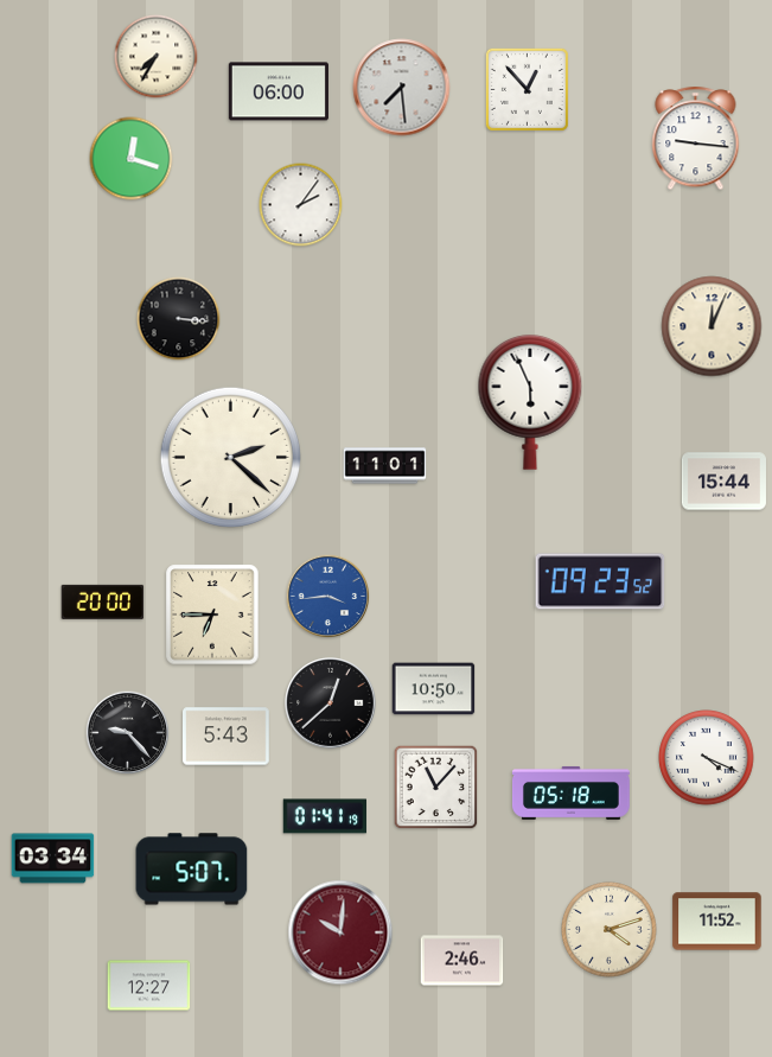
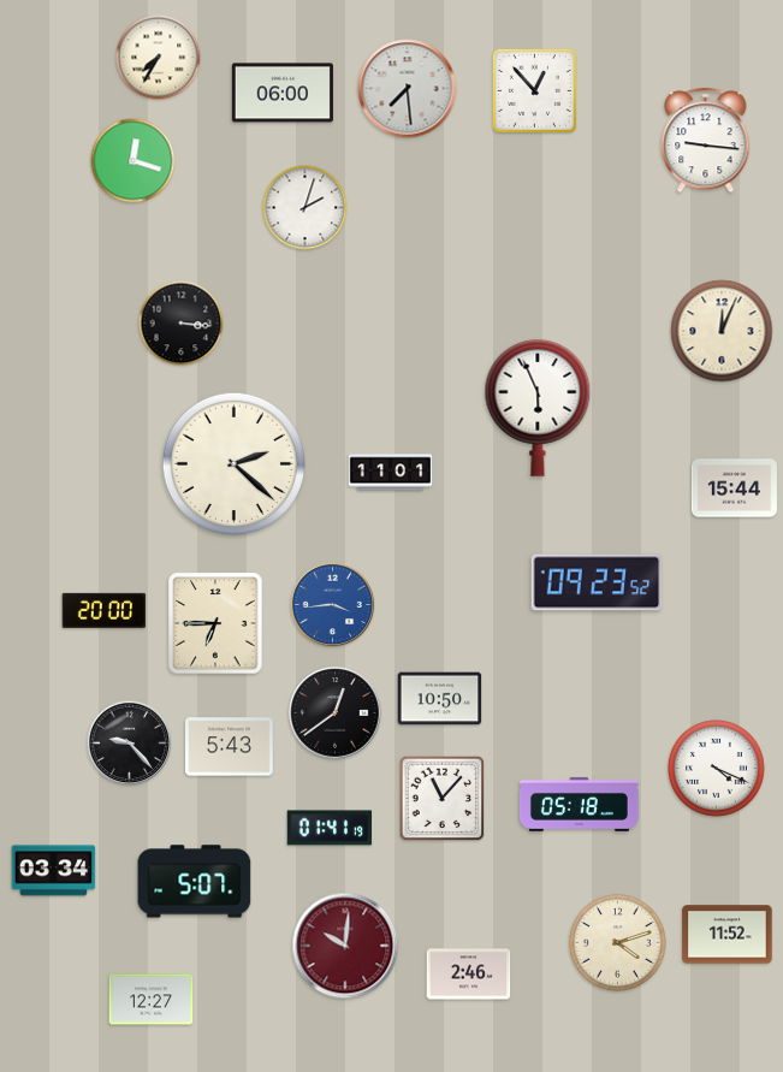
clock at (301, 205): 2:06 -> 2:03
clock at (600, 581) position: (600, 581) -> (597, 582)
clock at (331, 703): 12:38 -> 12:39
